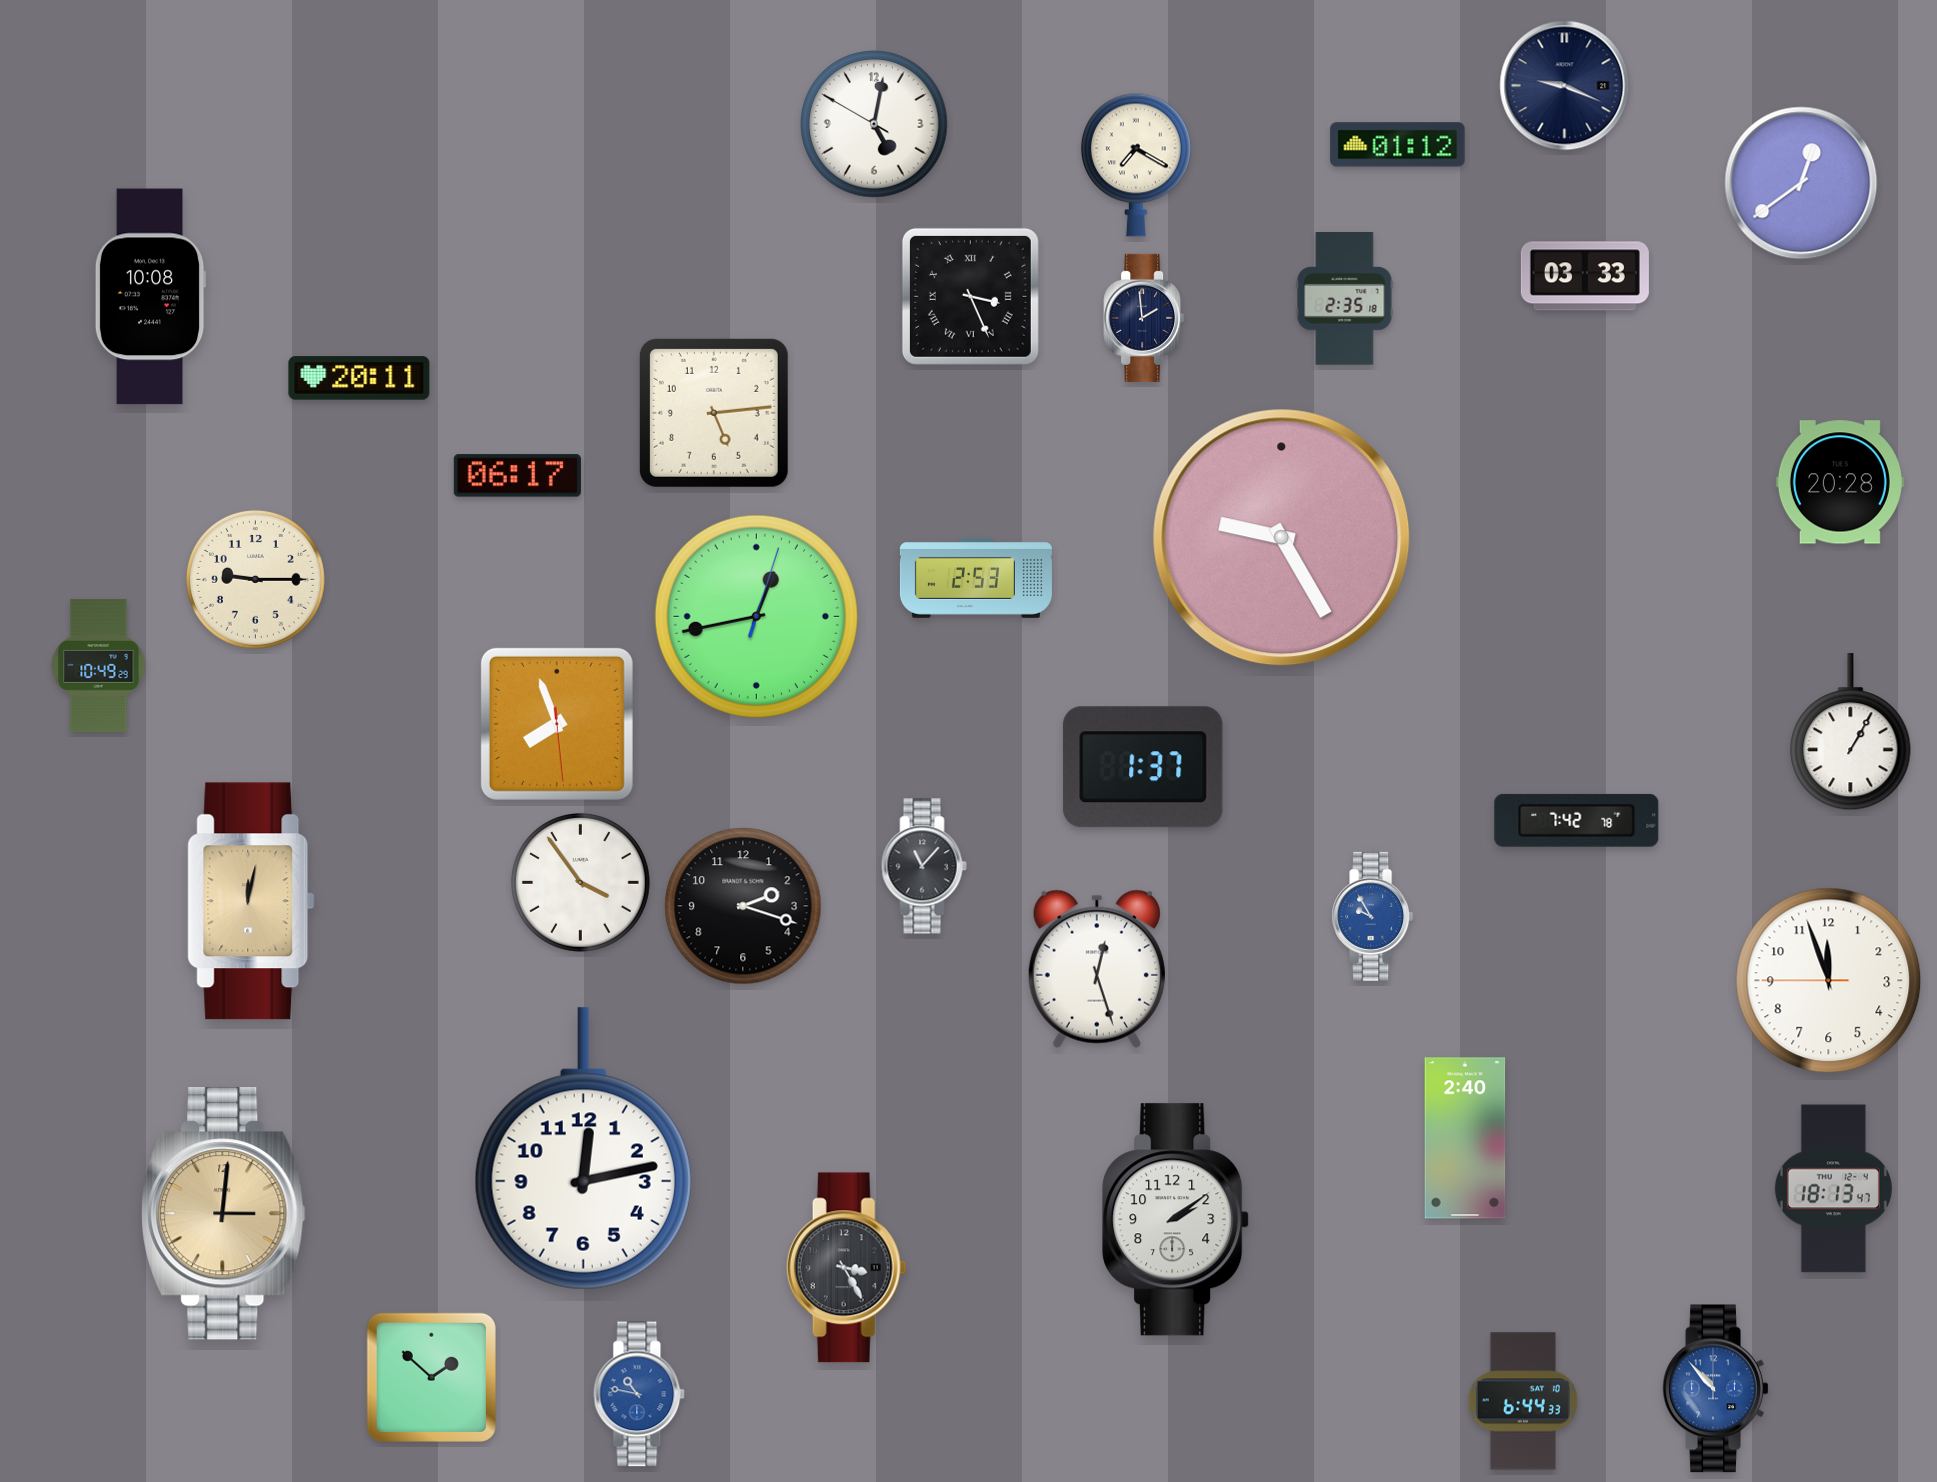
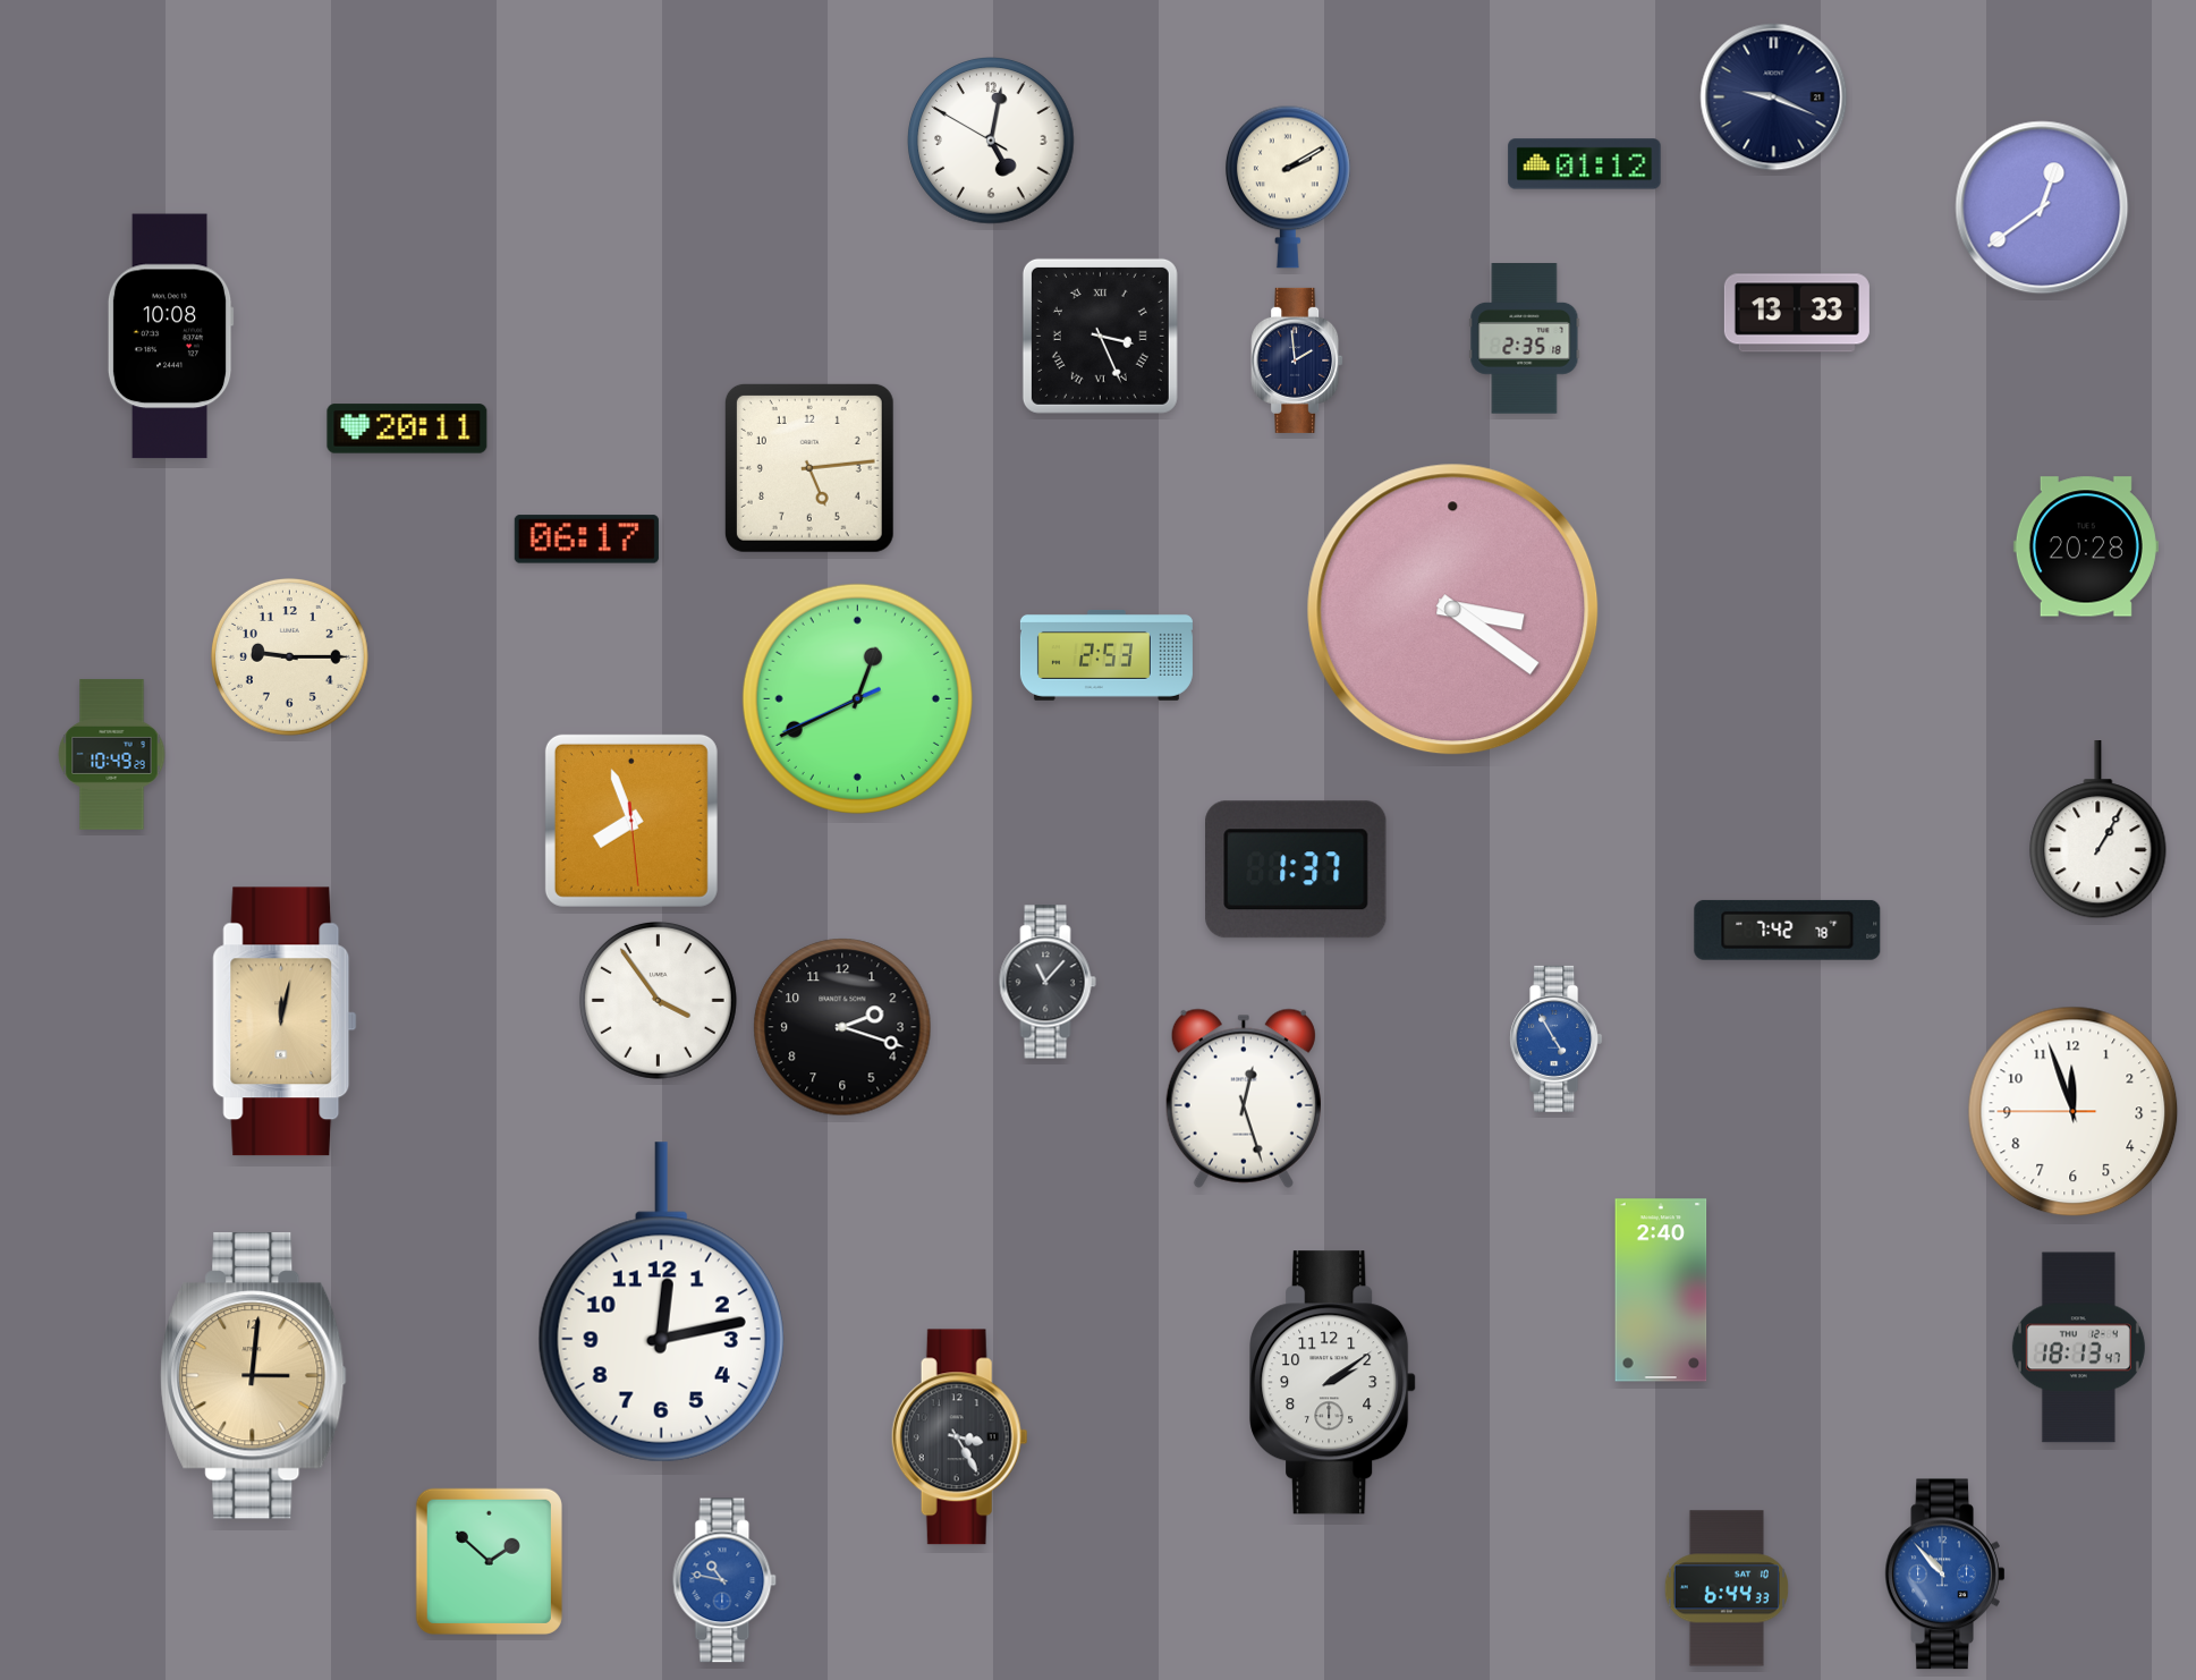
clock at (1136, 165): 7:20 -> 2:10
clock at (1585, 276): 03:33 -> 13:33
clock at (1282, 538): 9:25 -> 3:21
clock at (756, 616): 12:43 -> 12:40
clock at (1373, 916): 9:55 -> 4:55
